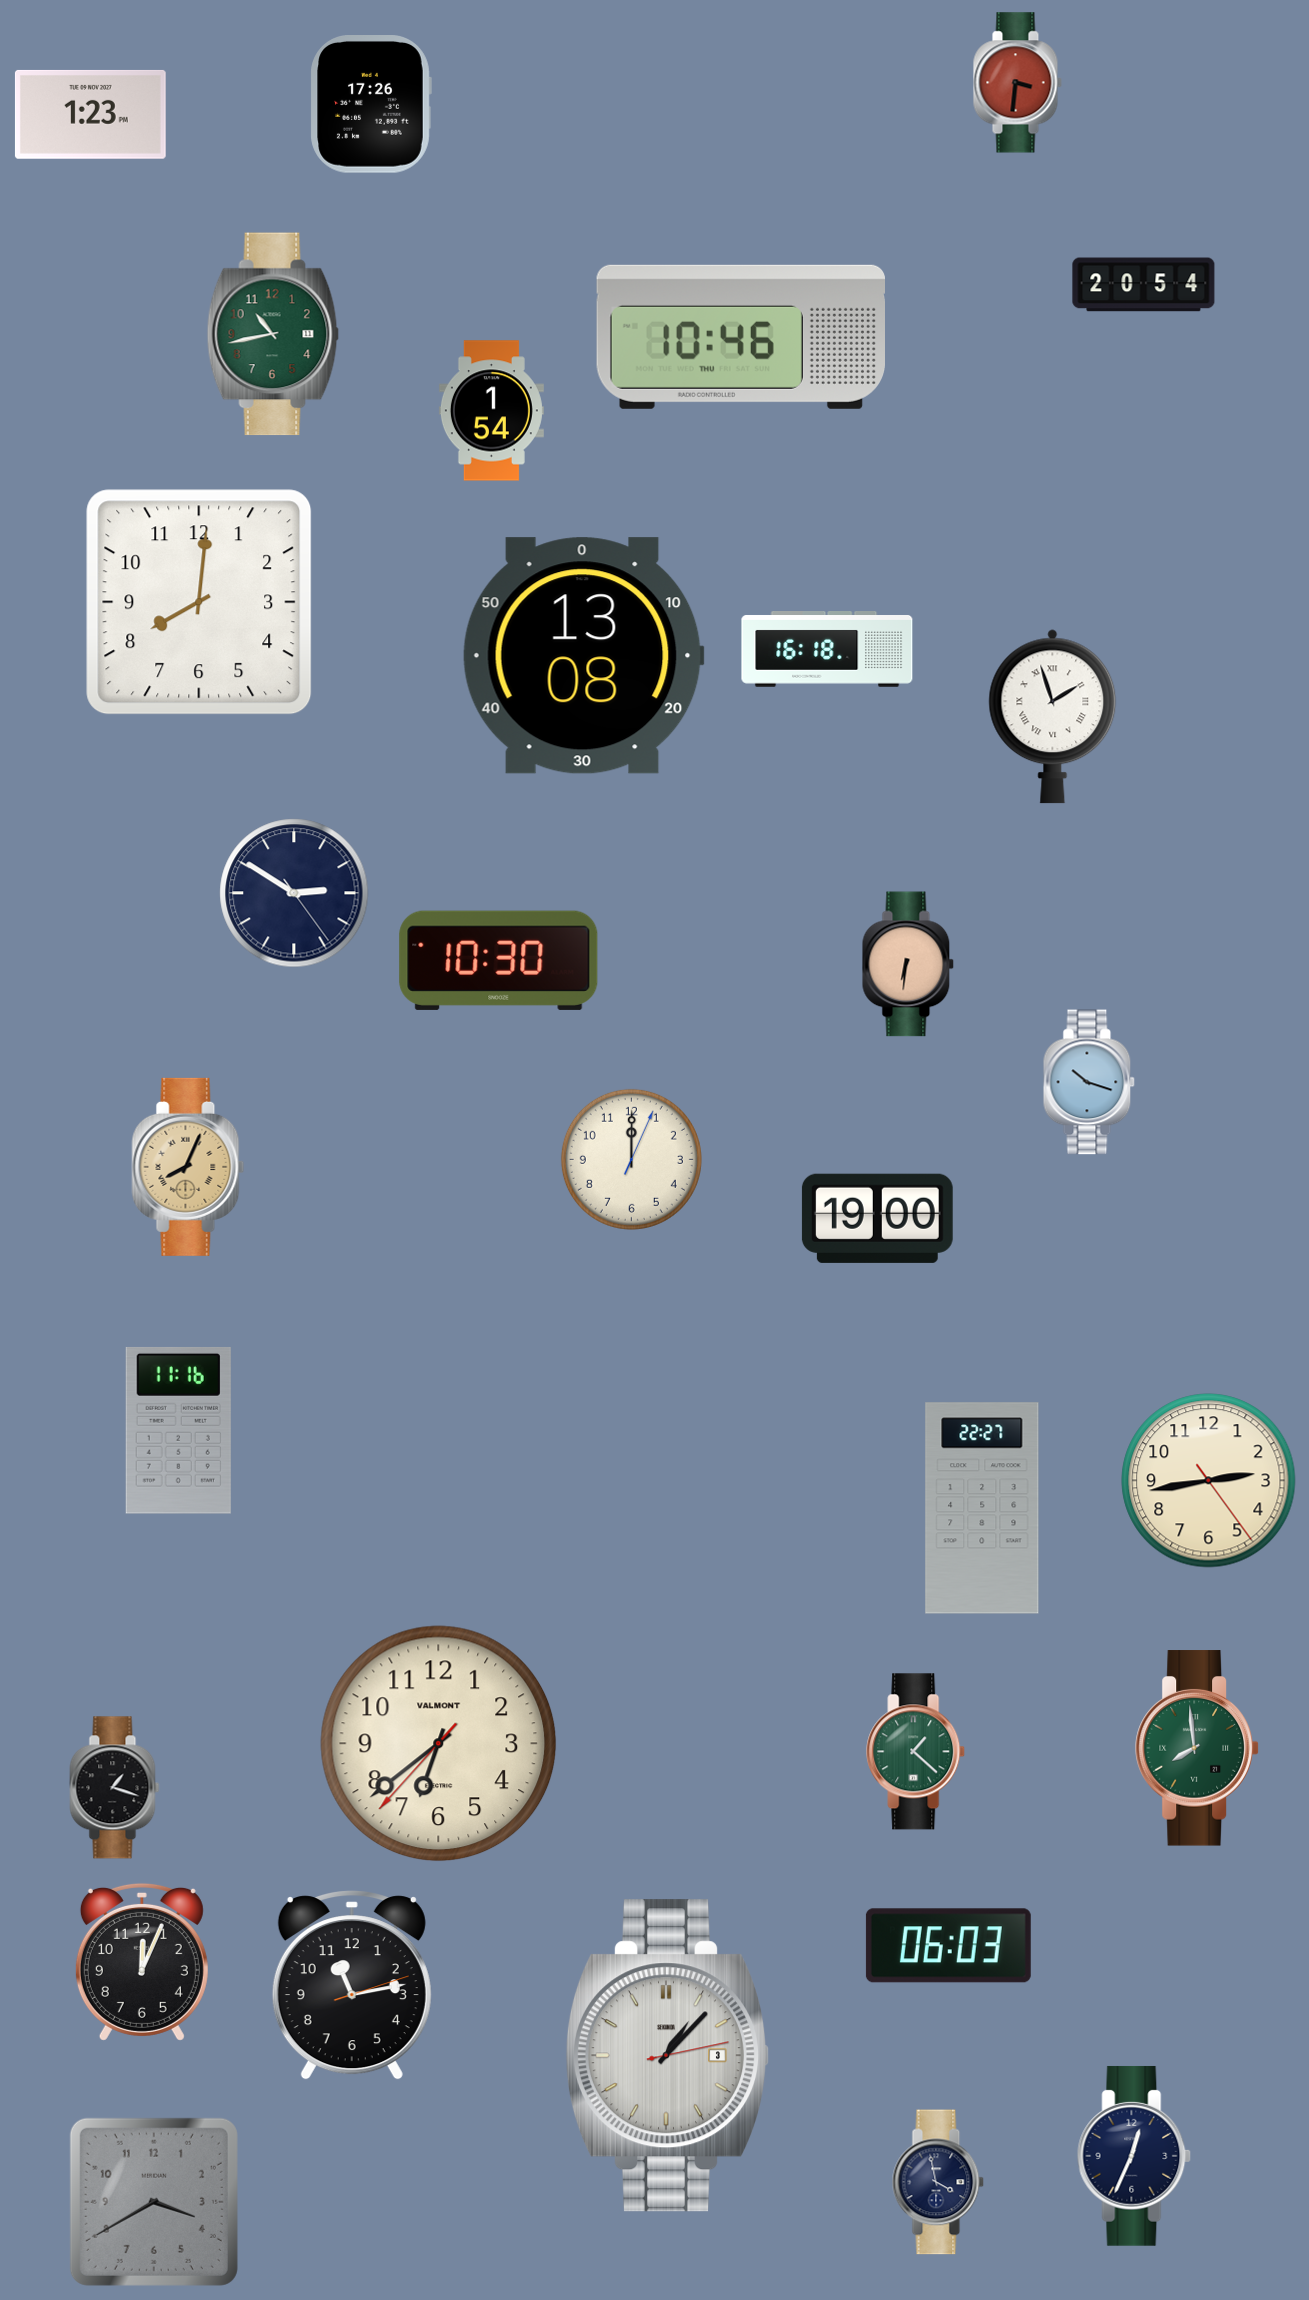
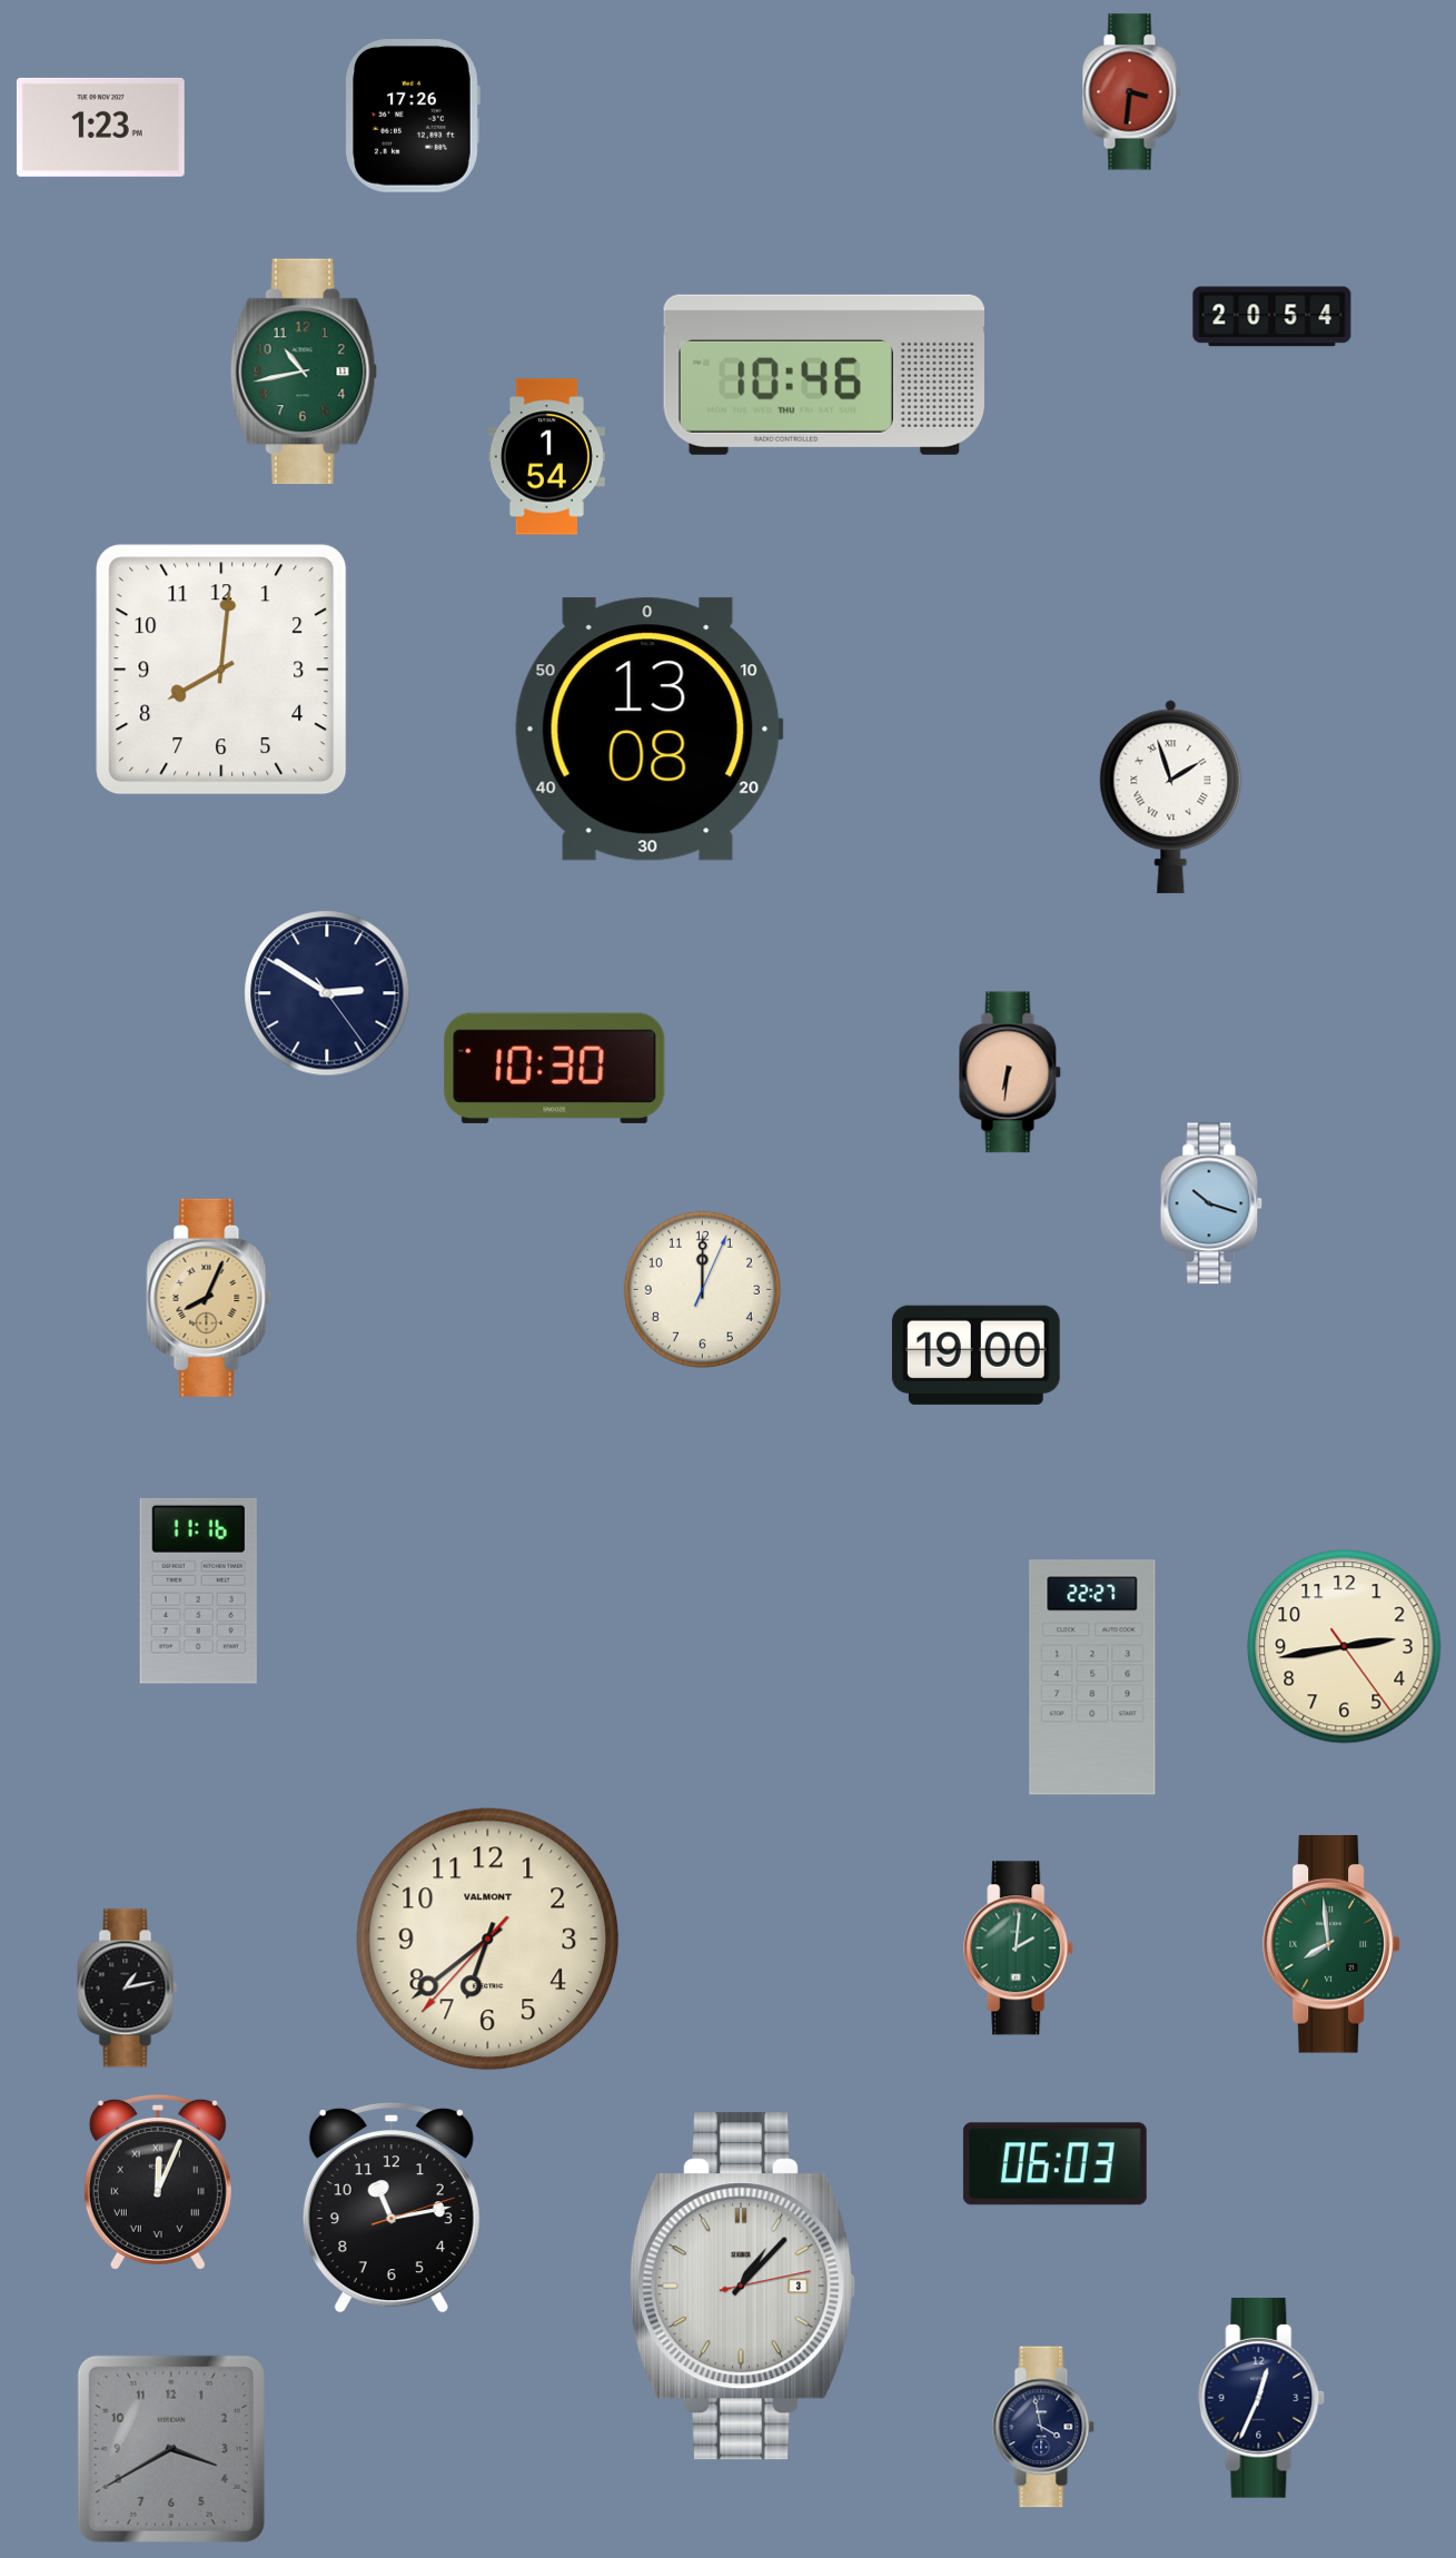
clock at (827, 650): 16:18 -> none
clock at (916, 1752): 1:22 -> 2:01
clock at (115, 1788): 1:18 -> 1:13
clock at (142, 1962) numerals: Arabic -> Roman
